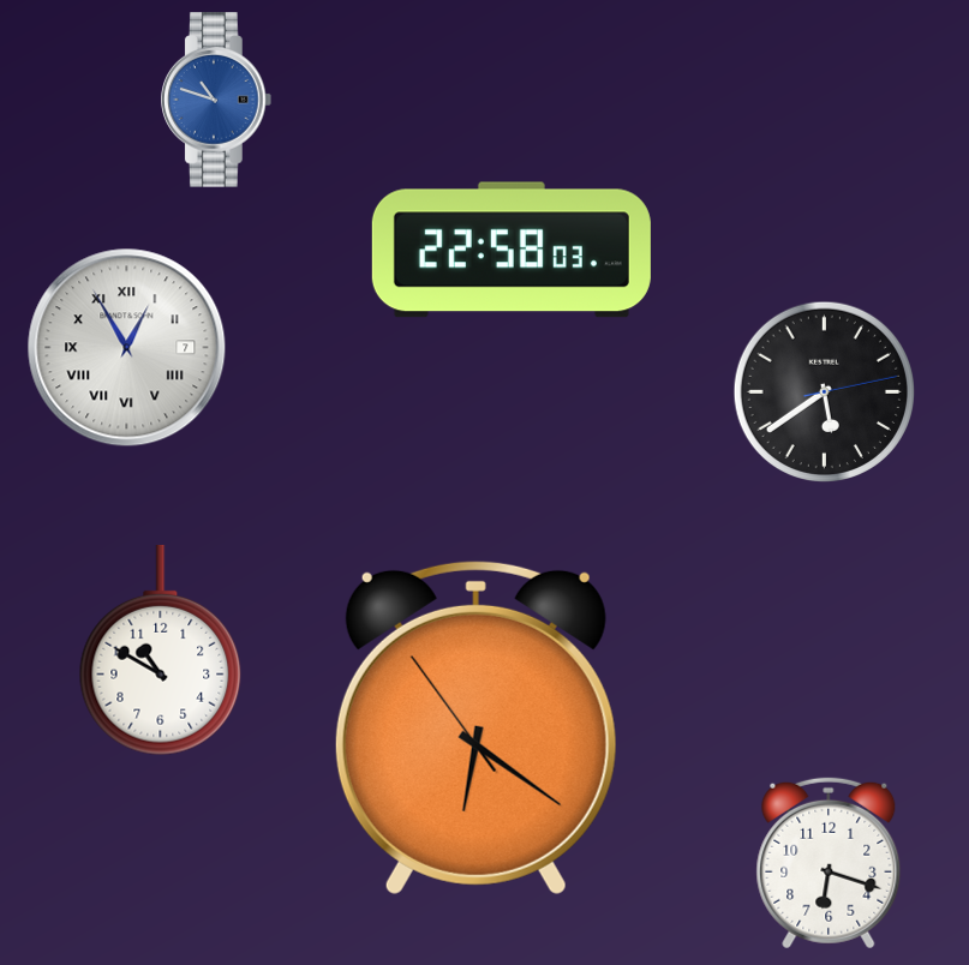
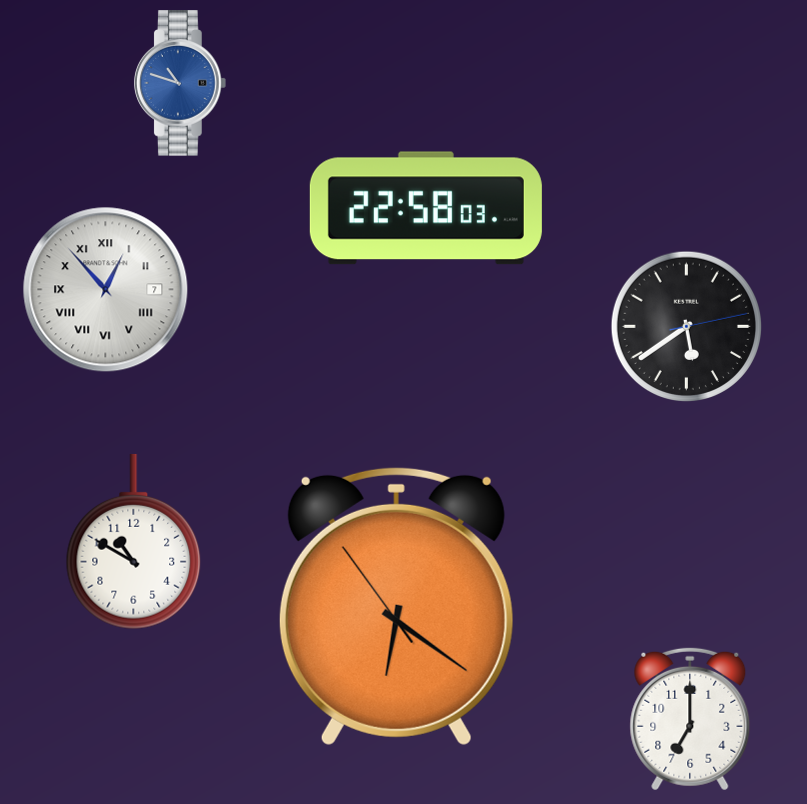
clock at (127, 348): 12:55 -> 12:53
clock at (829, 863): 6:18 -> 7:00
